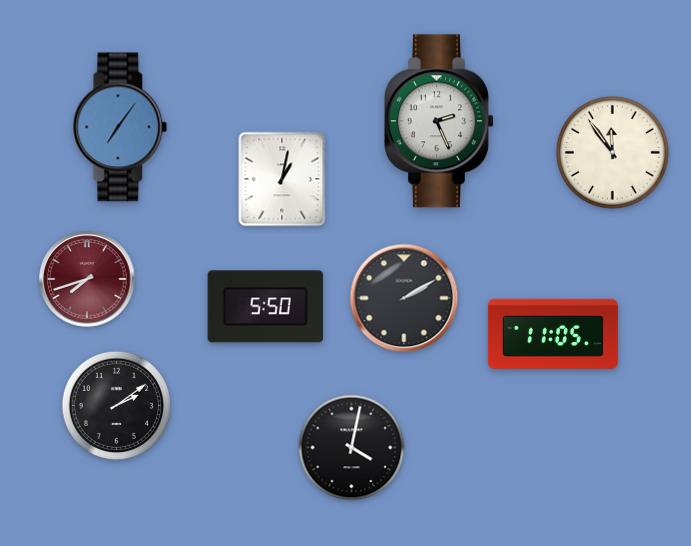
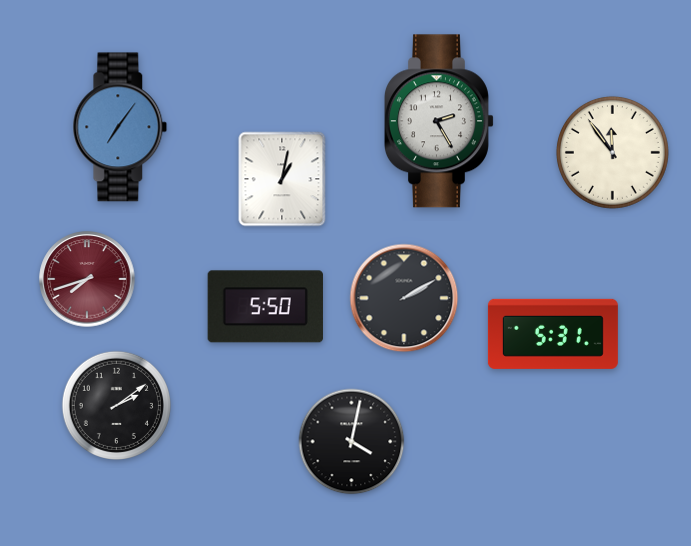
clock at (439, 121): 2:26 -> 2:25
clock at (553, 334): 11:05 -> 5:31
clock at (352, 448) position: (352, 448) -> (352, 442)
